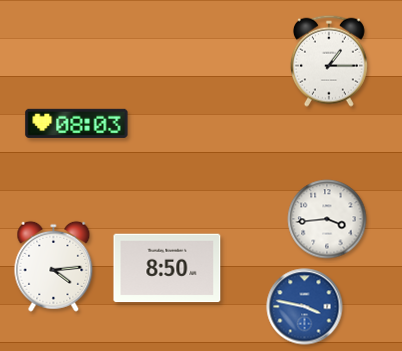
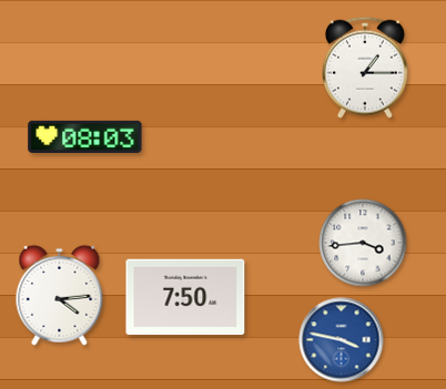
clock at (167, 268): 8:50 -> 7:50
clock at (305, 307) position: (305, 307) -> (342, 340)
